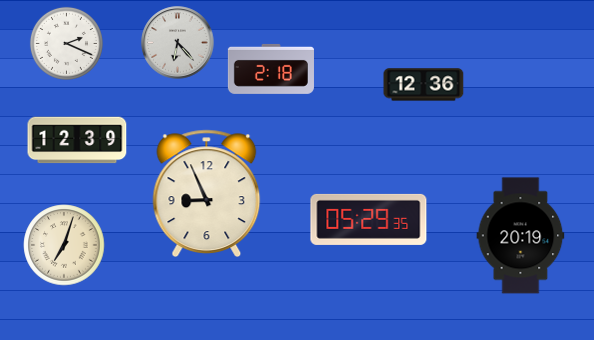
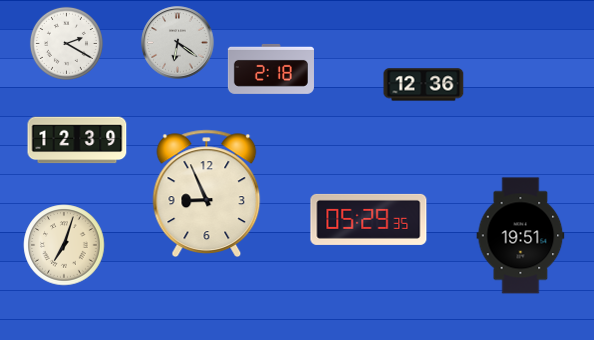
clock at (66, 43): 2:19 -> 2:20
clock at (178, 43): 6:23 -> 6:21
clock at (521, 236): 20:19 -> 19:51
